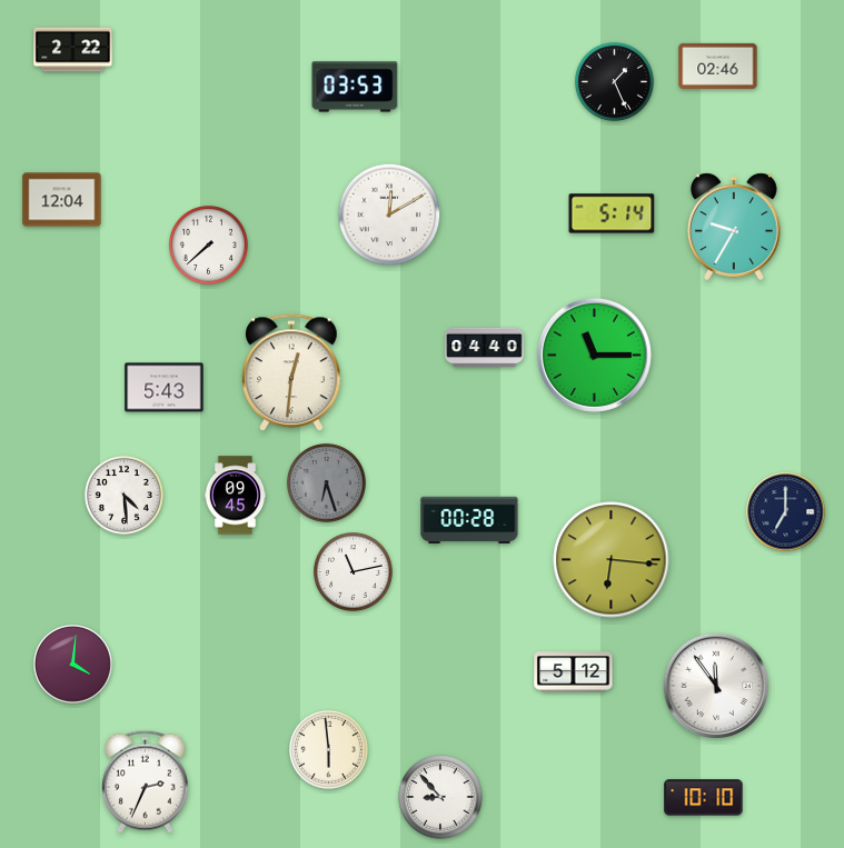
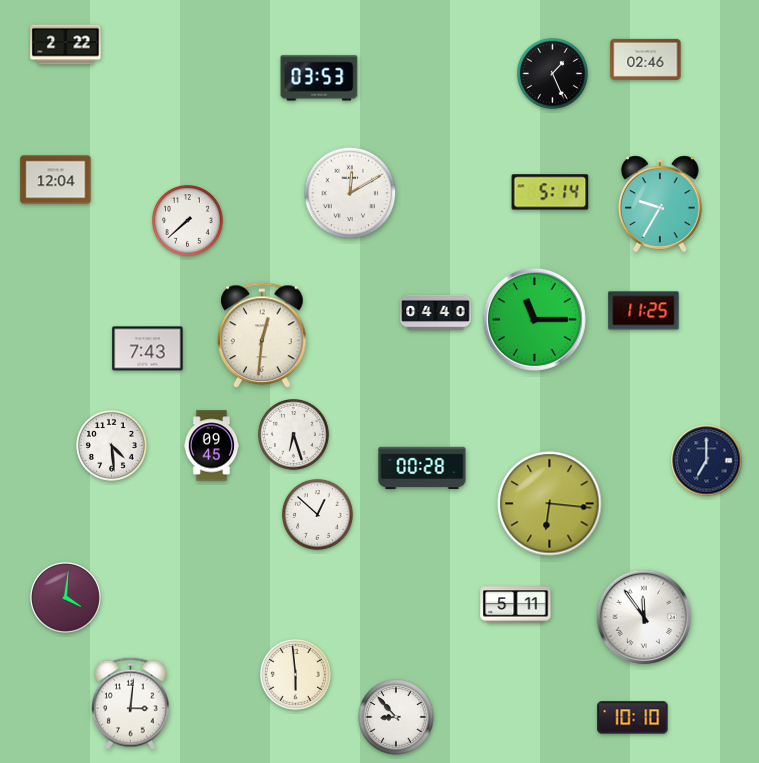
clock at (644, 311): none -> 11:25
clock at (165, 388): 5:43 -> 7:43
clock at (327, 483) dial: grey -> white
clock at (354, 572): 11:13 -> 12:52
clock at (574, 672): 5:12 -> 5:11
clock at (146, 781): 2:34 -> 3:01
